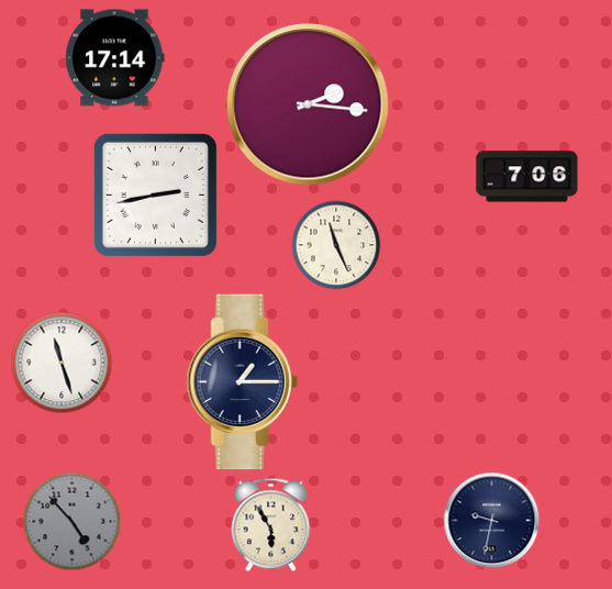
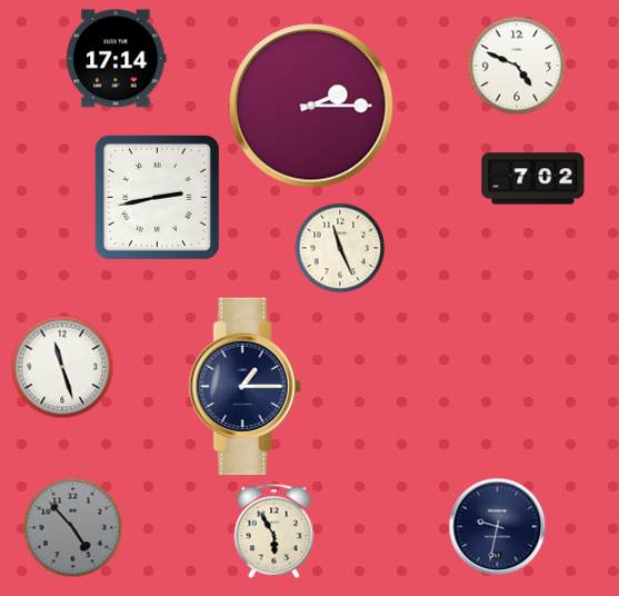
clock at (517, 66): none -> 4:49
clock at (308, 104): 2:16 -> 2:15
clock at (527, 177): 7:06 -> 7:02
